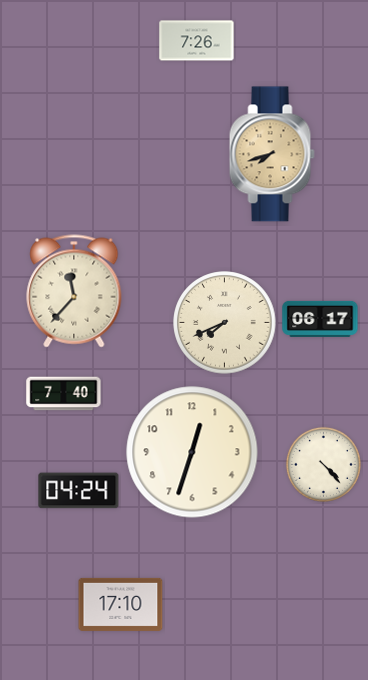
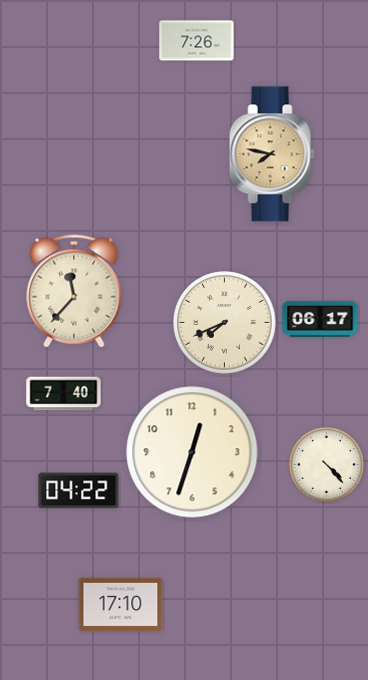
clock at (272, 154): 7:42 -> 7:47
clock at (323, 464) position: (323, 464) -> (326, 464)
clock at (79, 491): 04:24 -> 04:22
